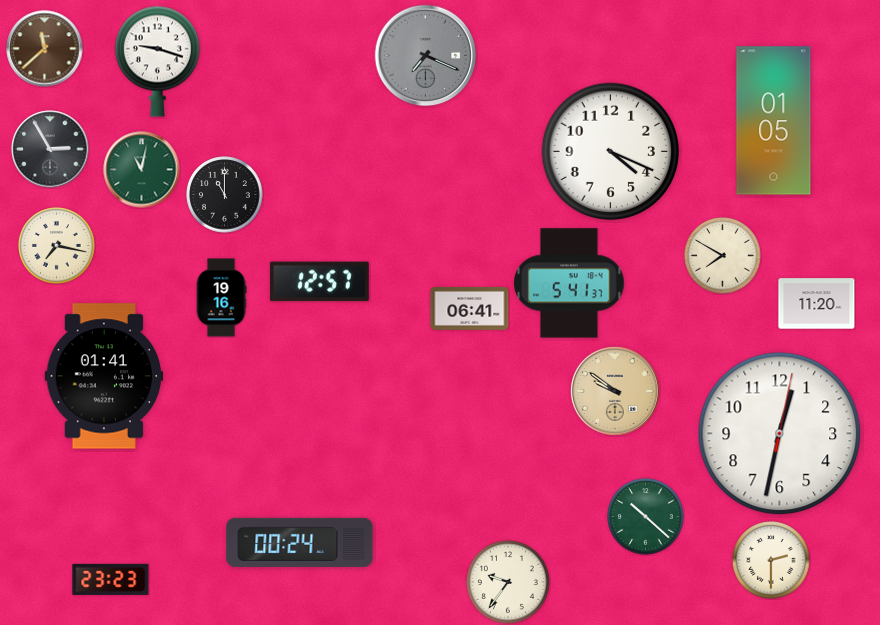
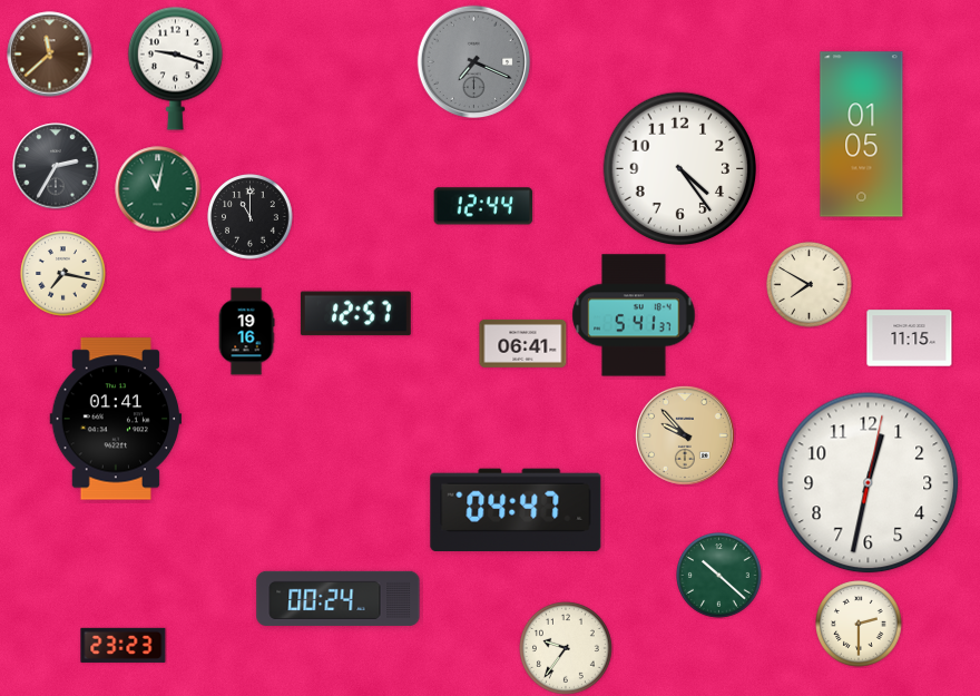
clock at (50, 149): 2:55 -> 2:35
clock at (611, 152): 4:19 -> 4:24
clock at (483, 206): none -> 12:44
clock at (723, 256) position: (723, 256) -> (810, 285)
clock at (817, 304): 11:20 -> 11:15
clock at (615, 391): 9:51 -> 9:53
clock at (516, 509): none -> 04:47
clock at (300, 542) position: (300, 542) -> (339, 598)
